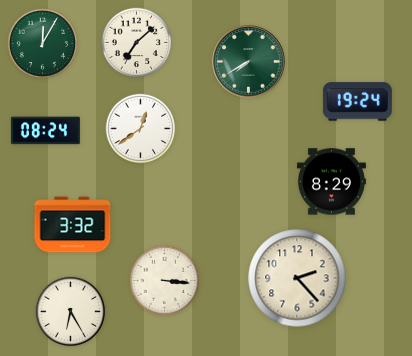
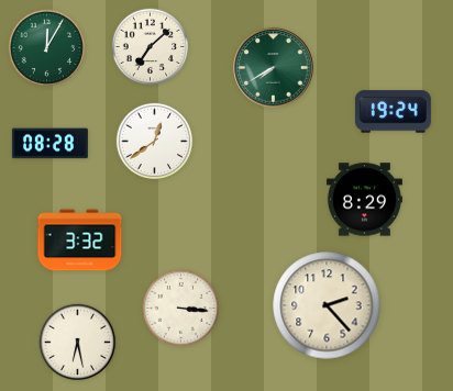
clock at (45, 131): 08:24 -> 08:28
clock at (73, 225) position: (73, 225) -> (80, 241)
clock at (71, 312): 6:25 -> 6:28
